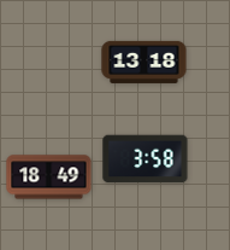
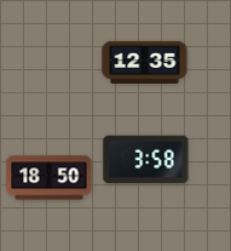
clock at (145, 62): 13:18 -> 12:35
clock at (49, 178): 18:49 -> 18:50
